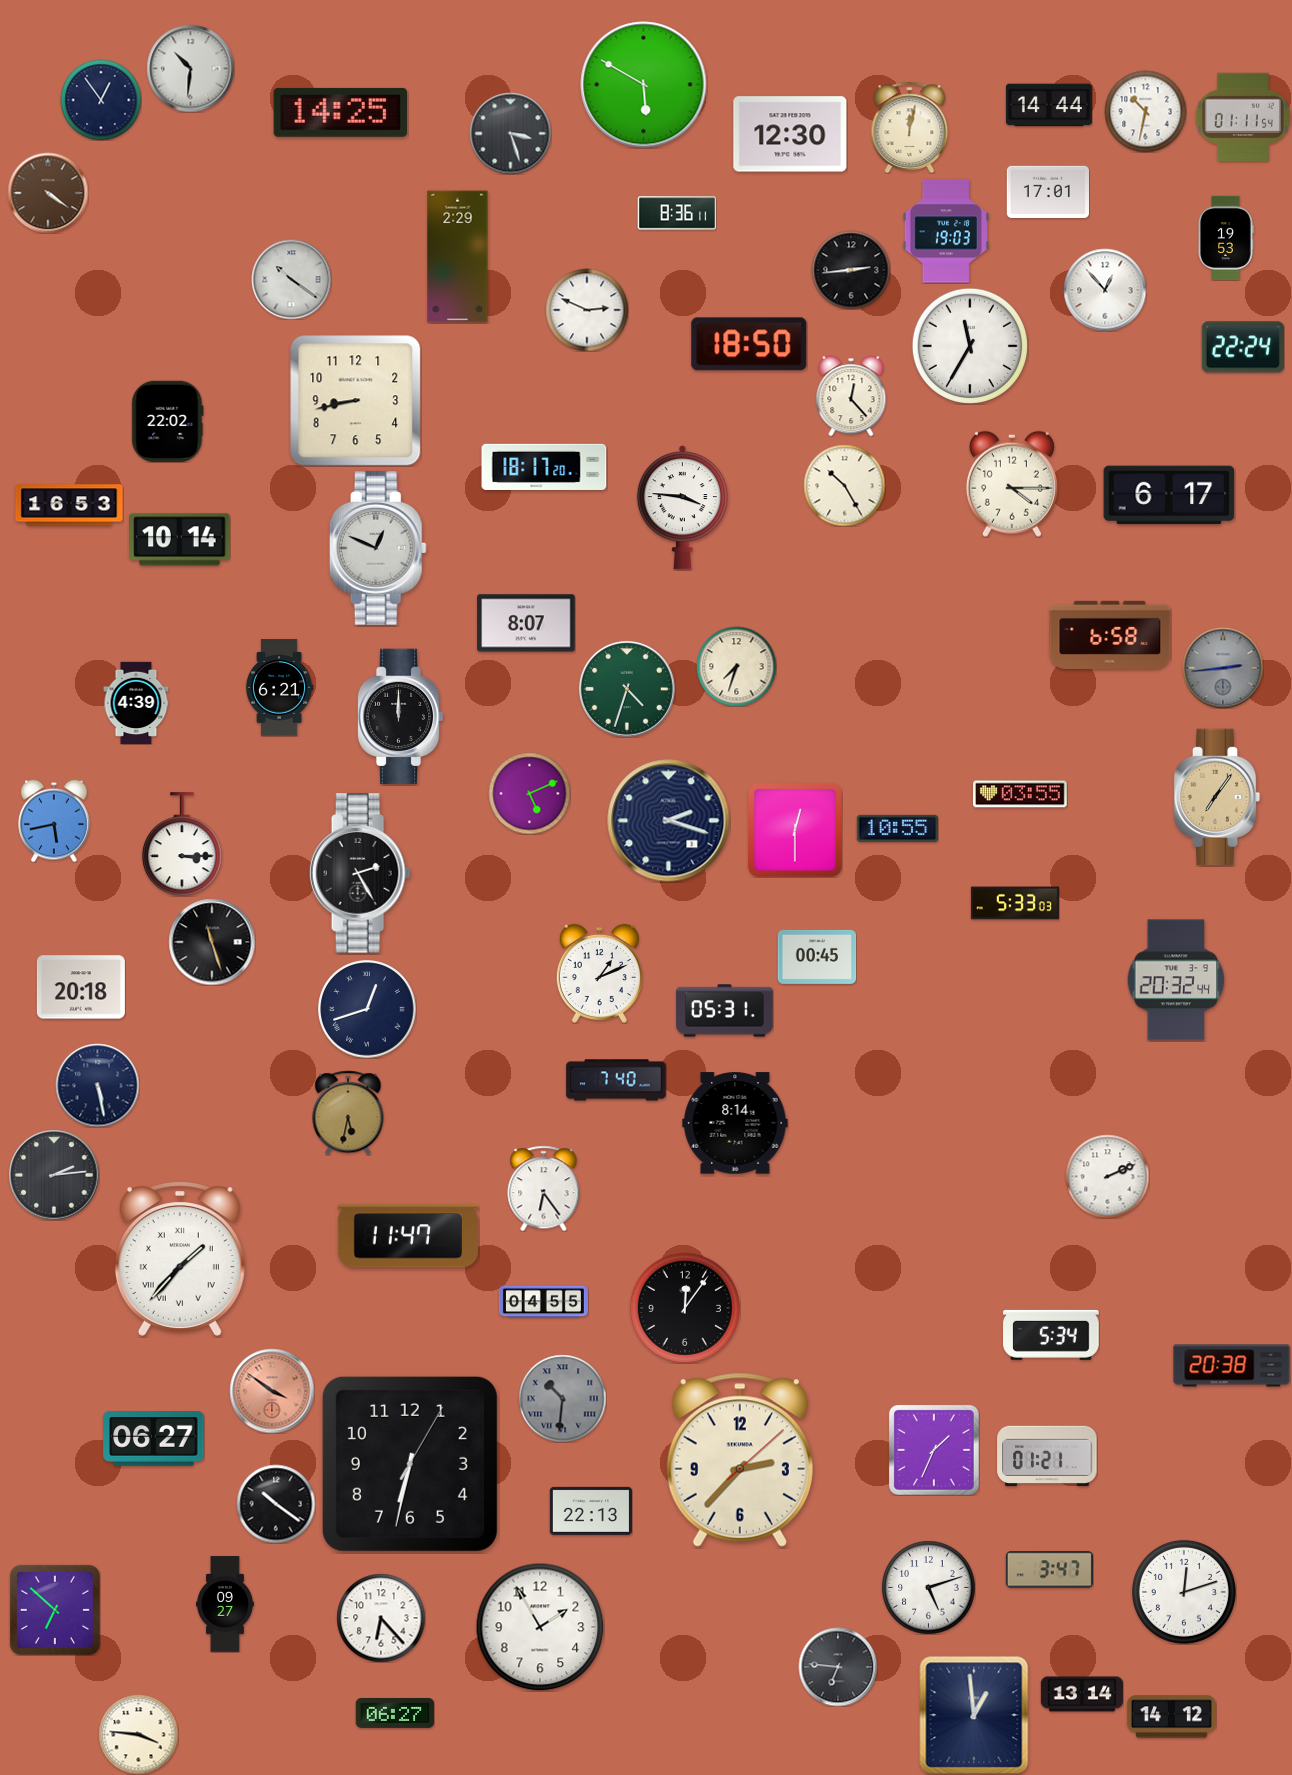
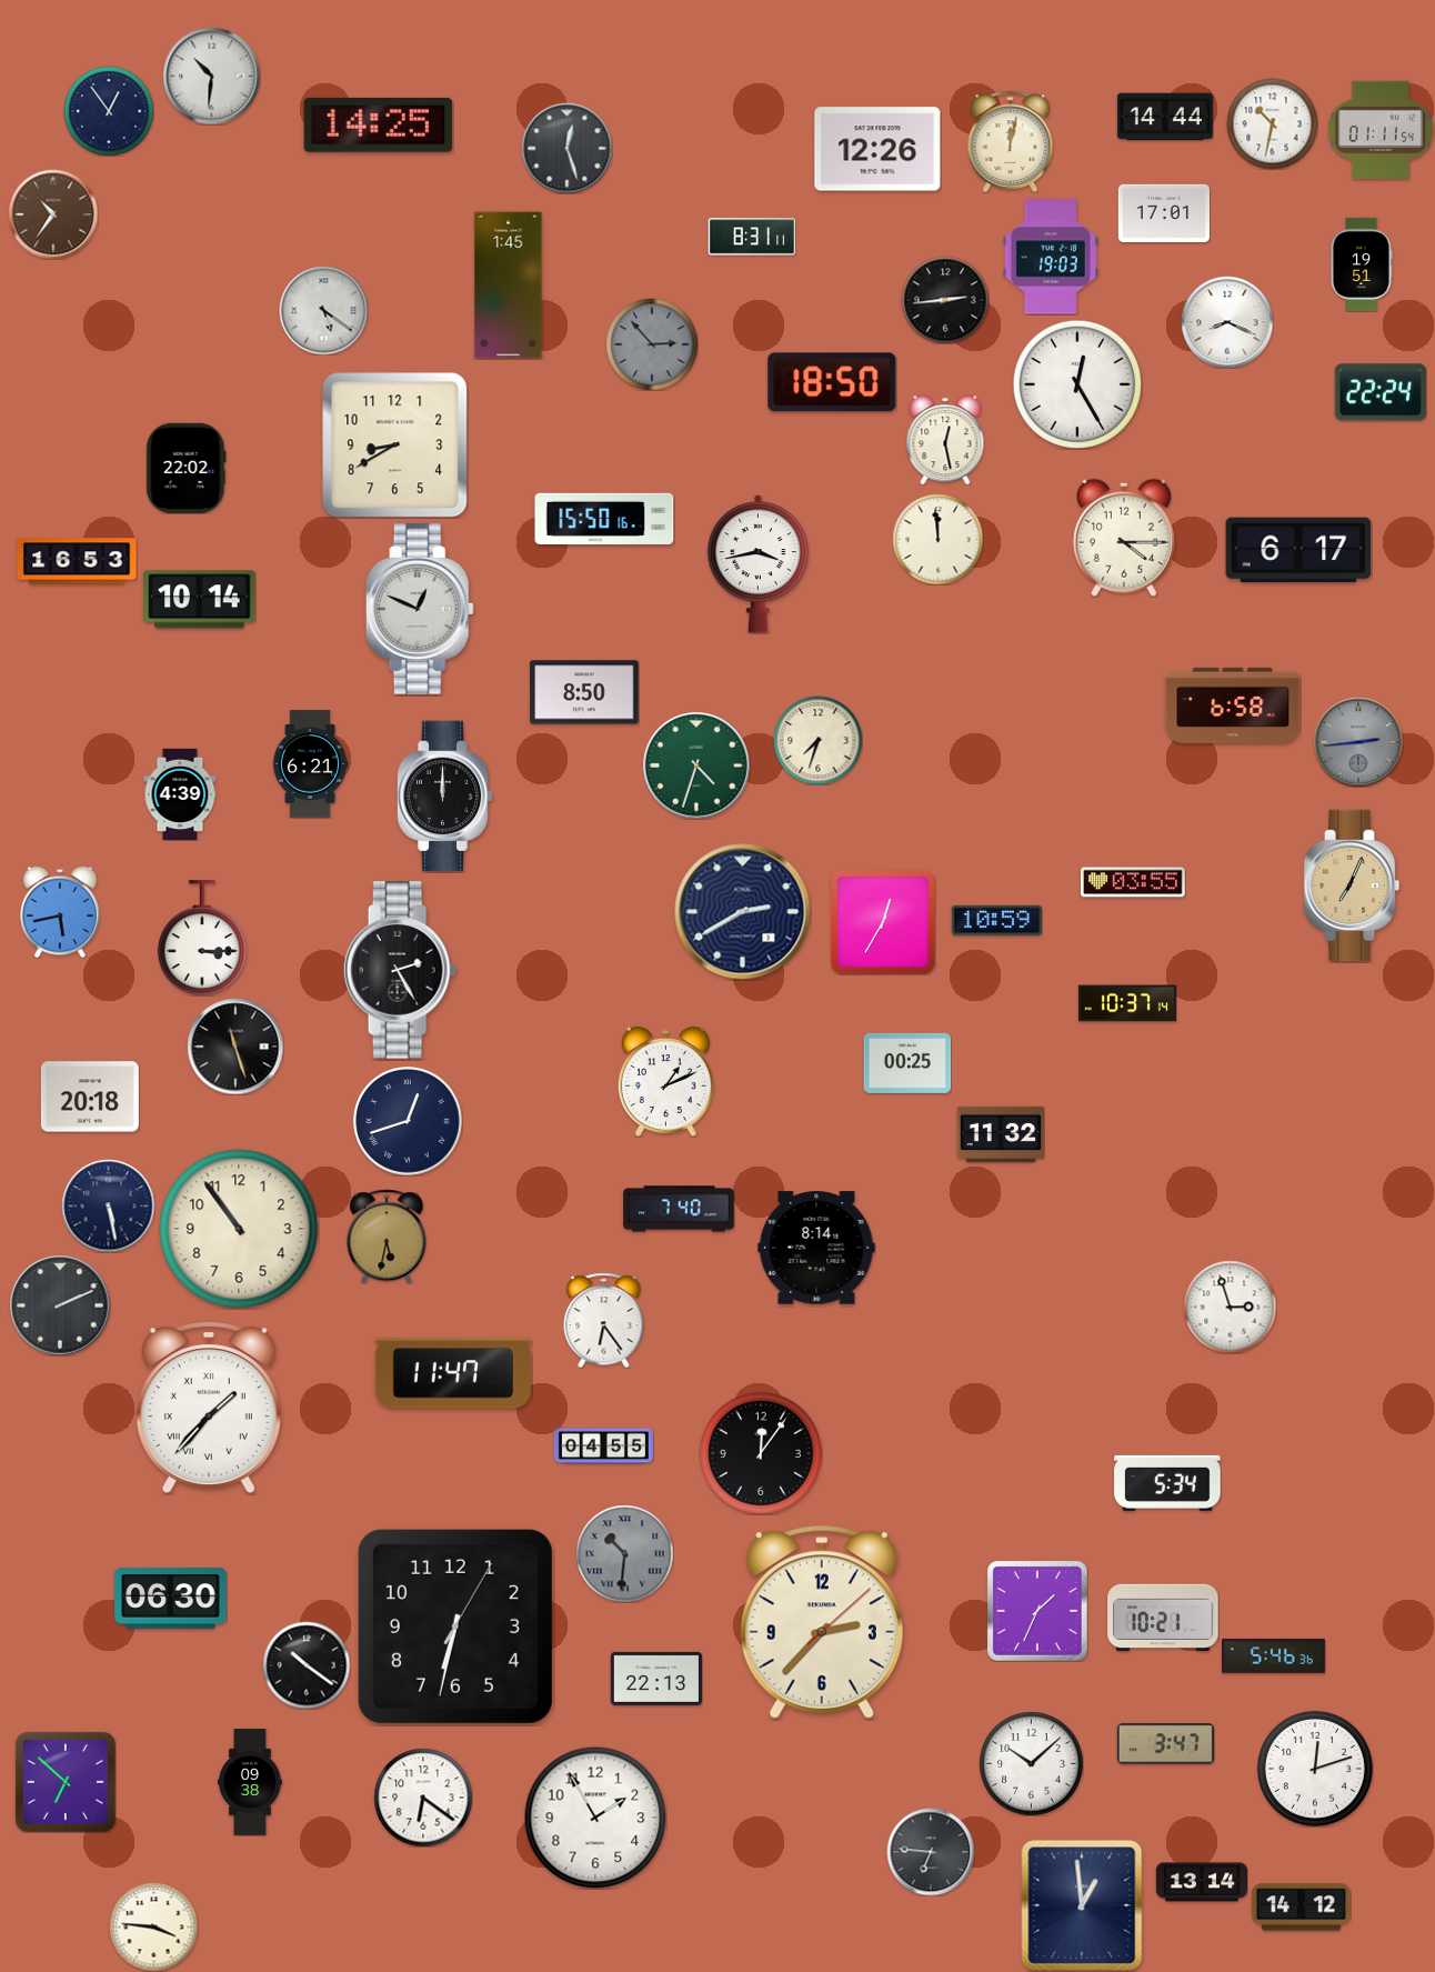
clock at (644, 85): 5:50 -> none
clock at (101, 100) position: (101, 100) -> (109, 111)
clock at (510, 133): 3:27 -> 12:27
clock at (790, 134): 12:30 -> 12:26
clock at (48, 193): 4:21 -> 10:36
clock at (677, 213): 8:36 -> 8:31
clock at (1226, 238): 19:53 -> 19:51
clock at (458, 257): 2:29 -> 1:45
clock at (291, 279): 10:21 -> 5:21
clock at (1105, 290): 12:53 -> 8:19
clock at (587, 310): 2:49 -> 2:53
clock at (587, 310) dial: white -> grey
clock at (970, 346): 11:35 -> 12:25
clock at (1243, 347) position: (1243, 347) -> (1381, 392)
clock at (851, 396): 12:23 -> 12:28
clock at (356, 401): 8:43 -> 8:40
clock at (544, 467): 18:17 -> 15:50
clock at (844, 485): 10:25 -> 11:59
clock at (682, 508): 3:46 -> 3:43
clock at (526, 623): 8:07 -> 8:50
clock at (136, 703) position: (136, 703) -> (180, 794)
clock at (529, 793): 5:11 -> none
clock at (1217, 797): 7:06 -> 7:04
clock at (669, 821): 2:18 -> 2:40
clock at (897, 828): 10:55 -> 10:59
clock at (795, 830): 12:30 -> 12:35
clock at (1015, 903): 5:33 -> 10:37
clock at (817, 957): 00:45 -> 00:25
clock at (1176, 980): 20:32 -> none
clock at (725, 1011): 05:31 -> none
clock at (1001, 1134): none -> 11:32
clock at (616, 1080) position: (616, 1080) -> (679, 1209)
clock at (239, 1229): none -> 10:54
clock at (54, 1175): 2:14 -> 2:11
clock at (1107, 1176): 2:11 -> 2:57
clock at (180, 1259) position: (180, 1259) -> (209, 1408)
clock at (1232, 1366): 20:38 -> none
clock at (272, 1391): 3:51 -> none
clock at (154, 1439): 06:27 -> 06:30
clock at (1047, 1455): 01:21 -> 10:21
clock at (1274, 1655): none -> 5:46
clock at (276, 1504) position: (276, 1504) -> (307, 1665)
clock at (928, 1587): 5:12 -> 10:08
clock at (225, 1604): 09:27 -> 09:38
clock at (55, 1610) position: (55, 1610) -> (66, 1782)
clock at (381, 1618): 6:23 -> 6:21
clock at (540, 1627) position: (540, 1627) -> (595, 1818)
clock at (395, 1713): 06:27 -> none
